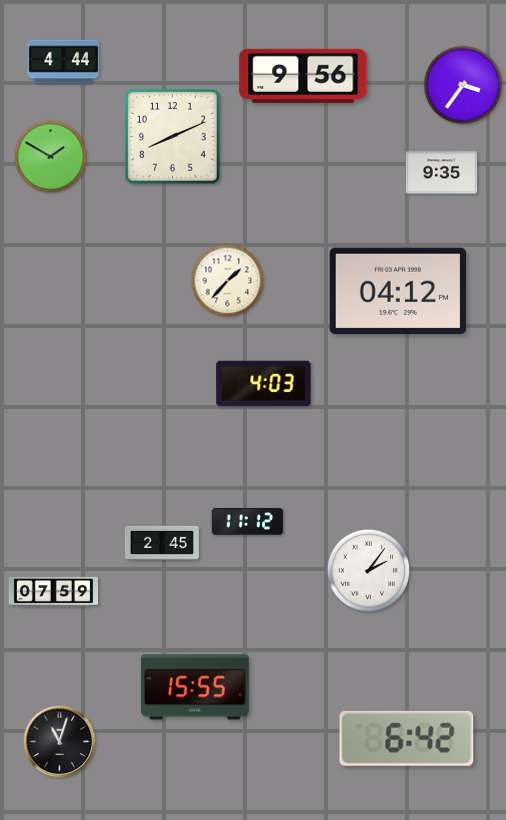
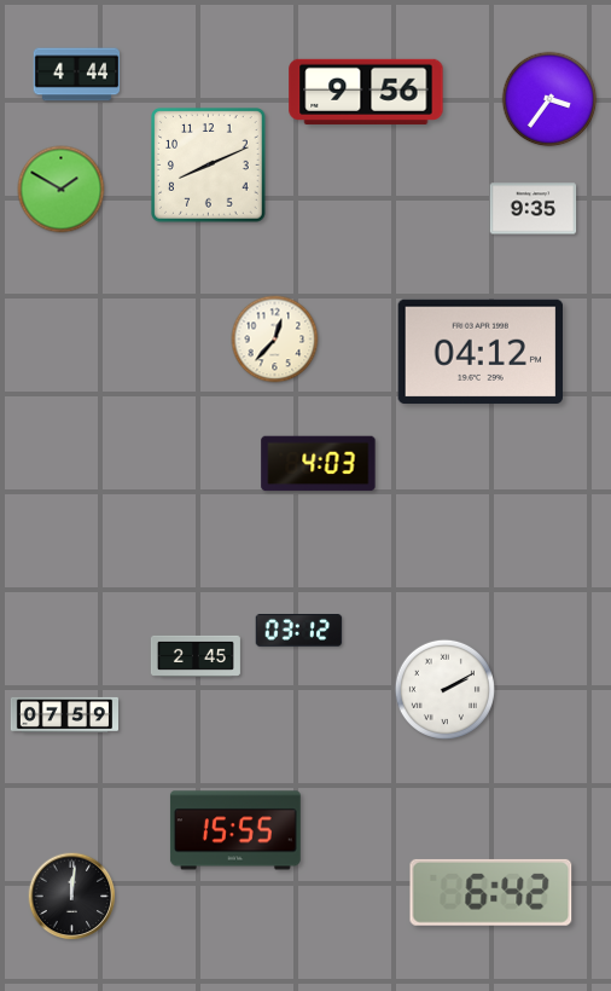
clock at (463, 85) position: (463, 85) -> (549, 99)
clock at (228, 281): 1:37 -> 12:37
clock at (248, 522): 11:12 -> 03:12
clock at (368, 570): 2:06 -> 2:10
clock at (60, 742): 11:03 -> 12:01
